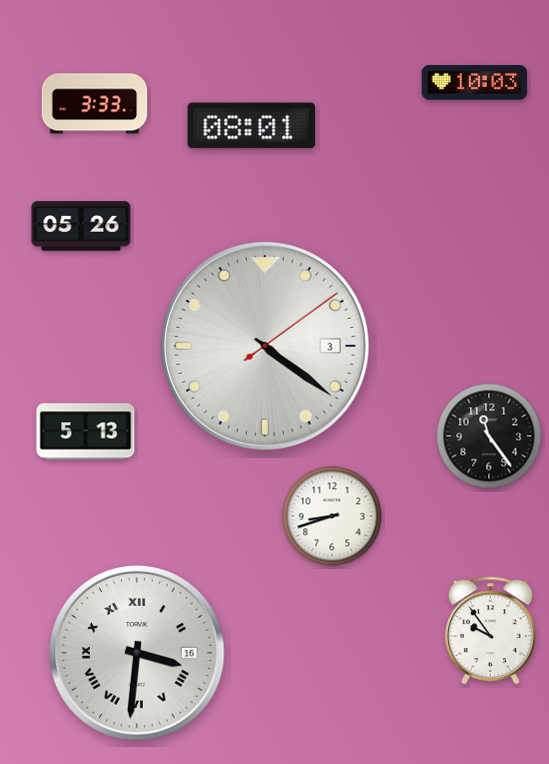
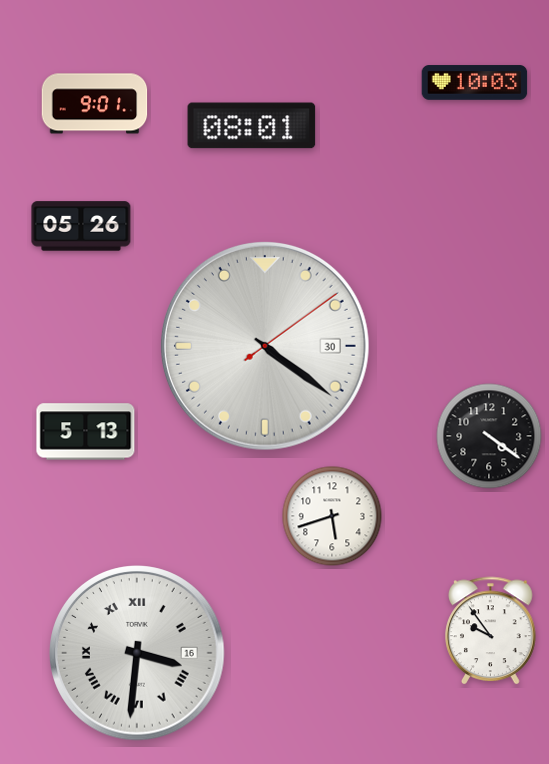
clock at (95, 104): 3:33 -> 9:01
clock at (265, 346) date: 3 -> 30
clock at (489, 436): 11:24 -> 4:21
clock at (332, 516): 8:42 -> 5:42
